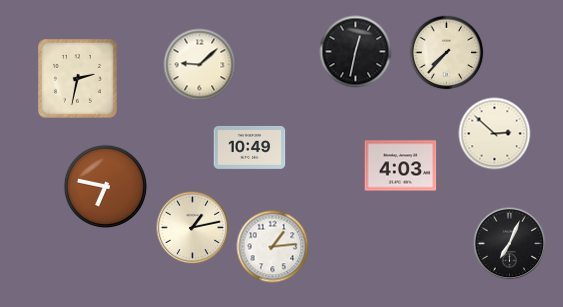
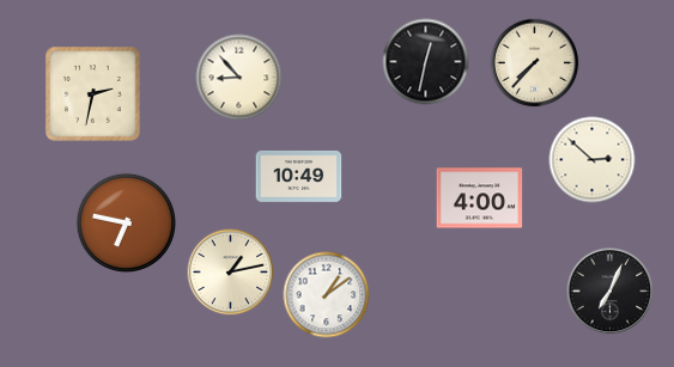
clock at (200, 65): 9:08 -> 8:53
clock at (401, 166): 4:03 -> 4:00
clock at (273, 247): 1:14 -> 1:09
